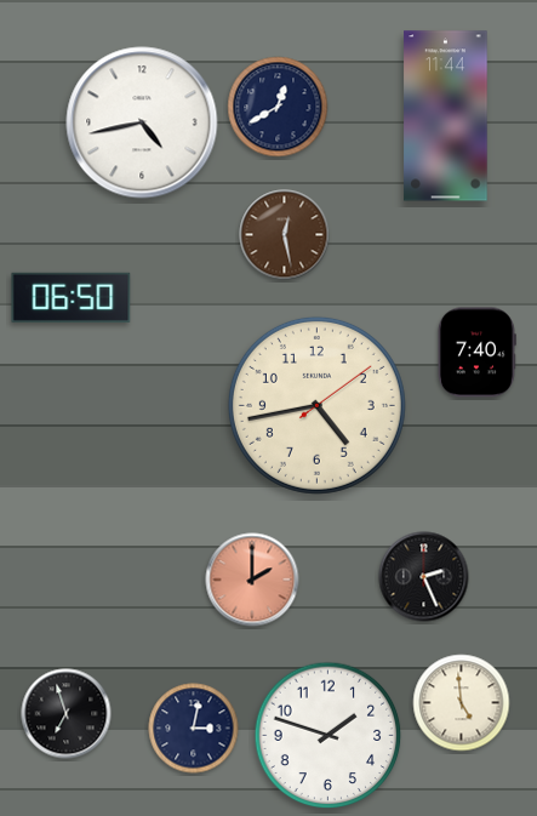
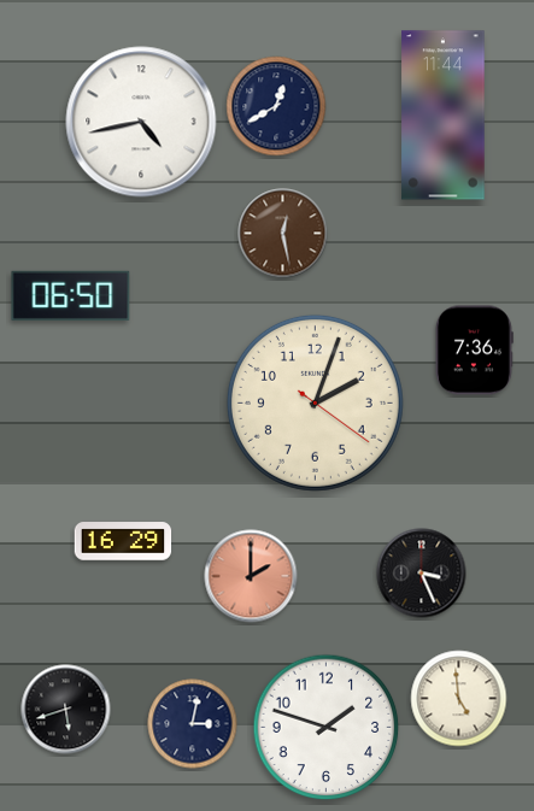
clock at (476, 353): 7:40 -> 7:36
clock at (316, 405): 4:43 -> 2:03
clock at (123, 541): none -> 16:29
clock at (424, 577): 2:26 -> 3:26
clock at (67, 714): 6:57 -> 5:42
clock at (329, 736) position: (329, 736) -> (327, 728)
